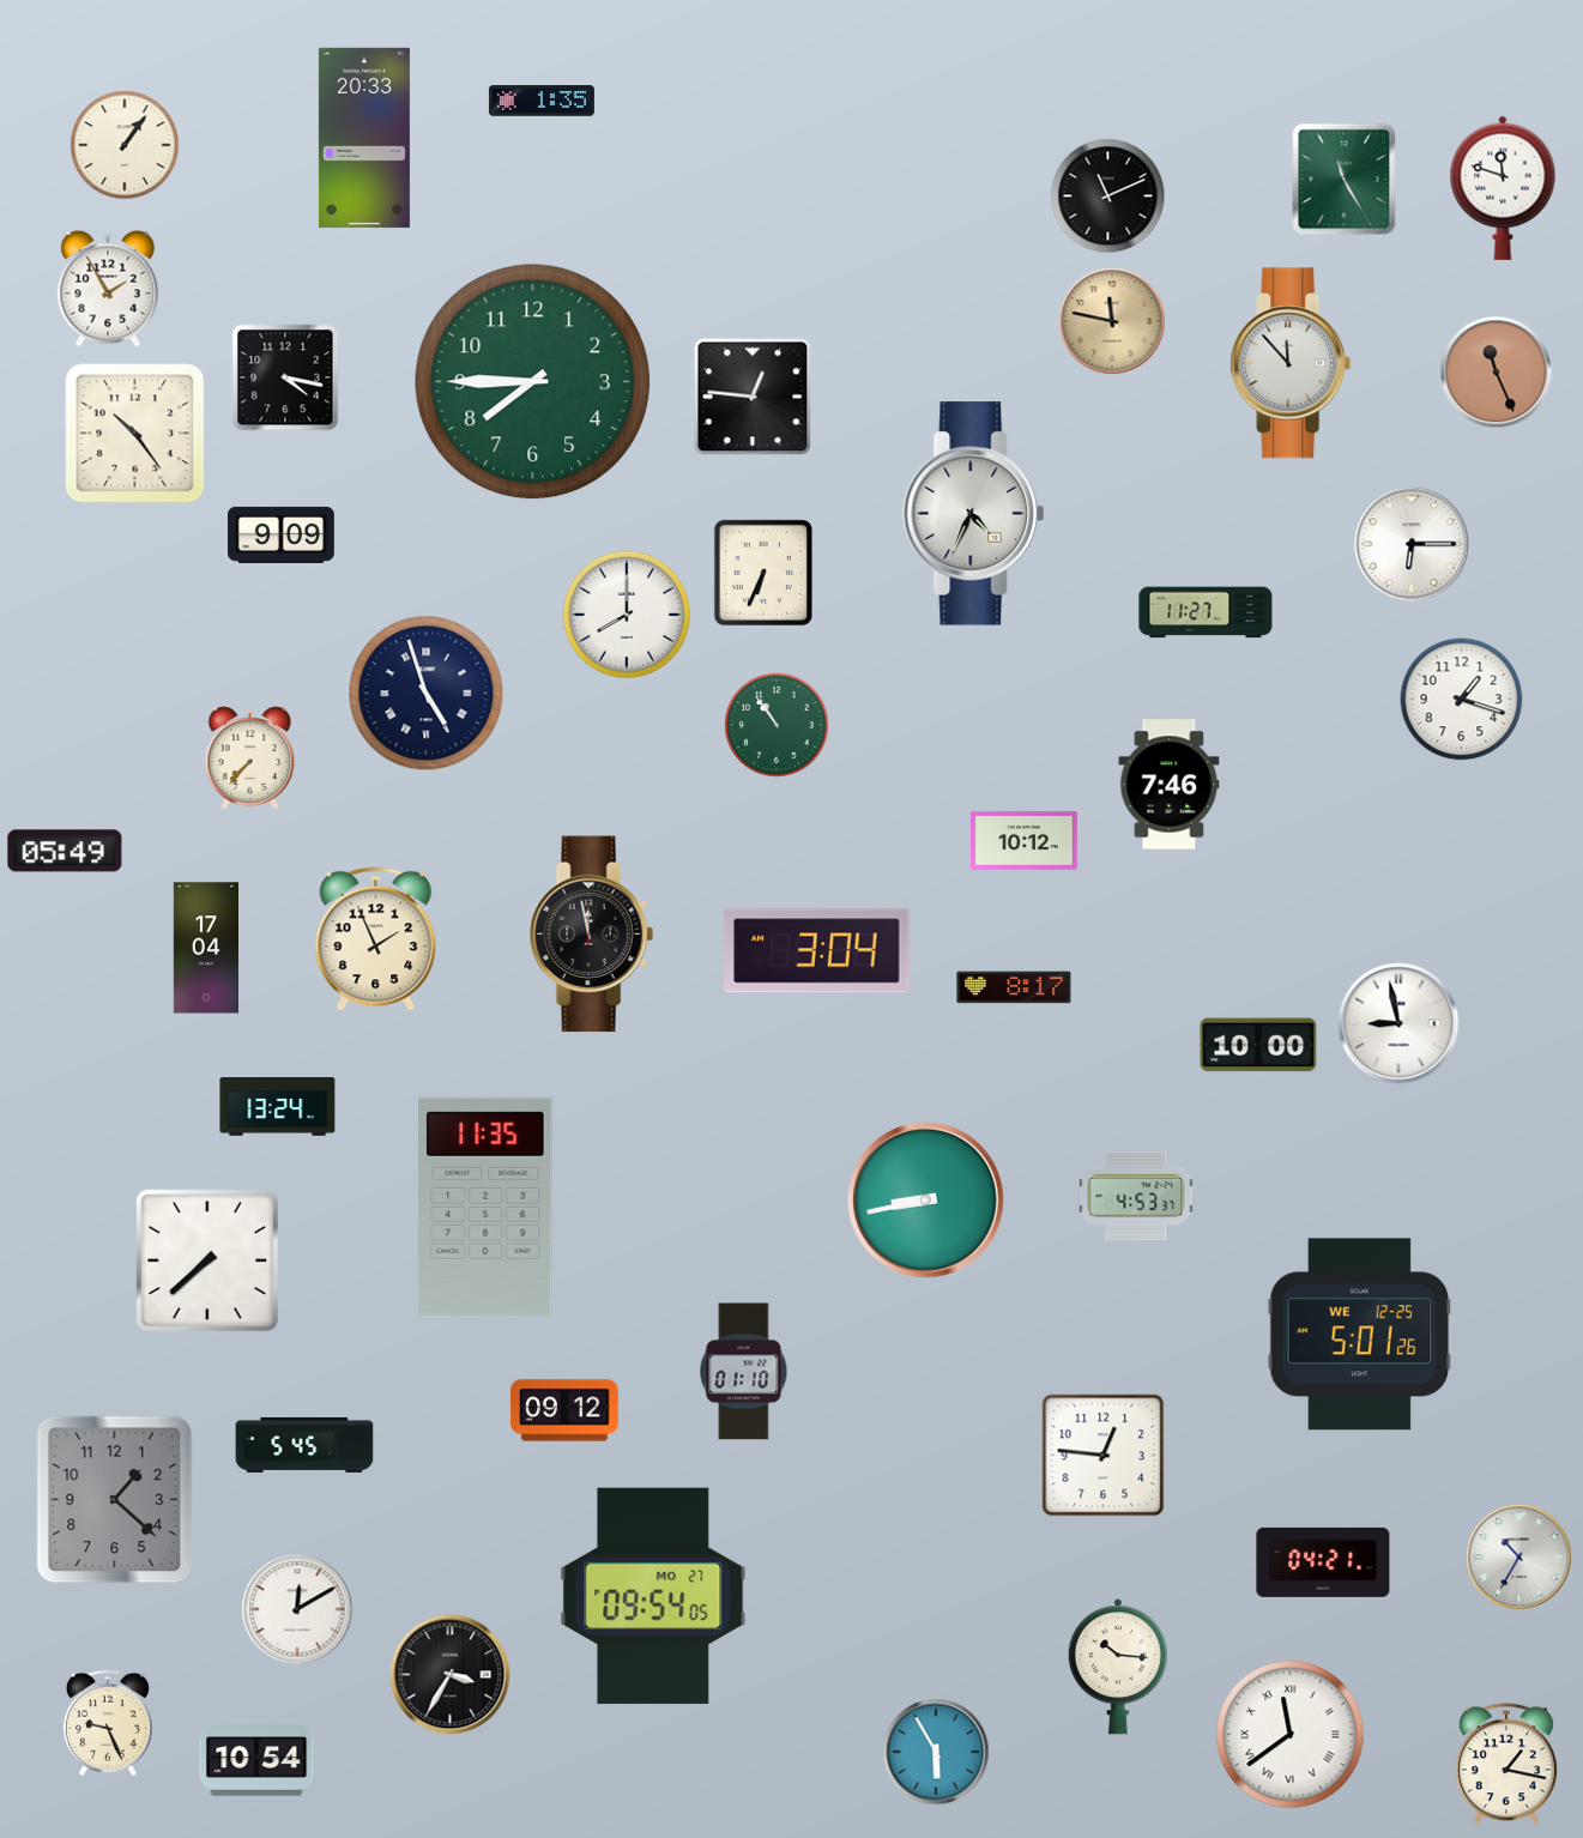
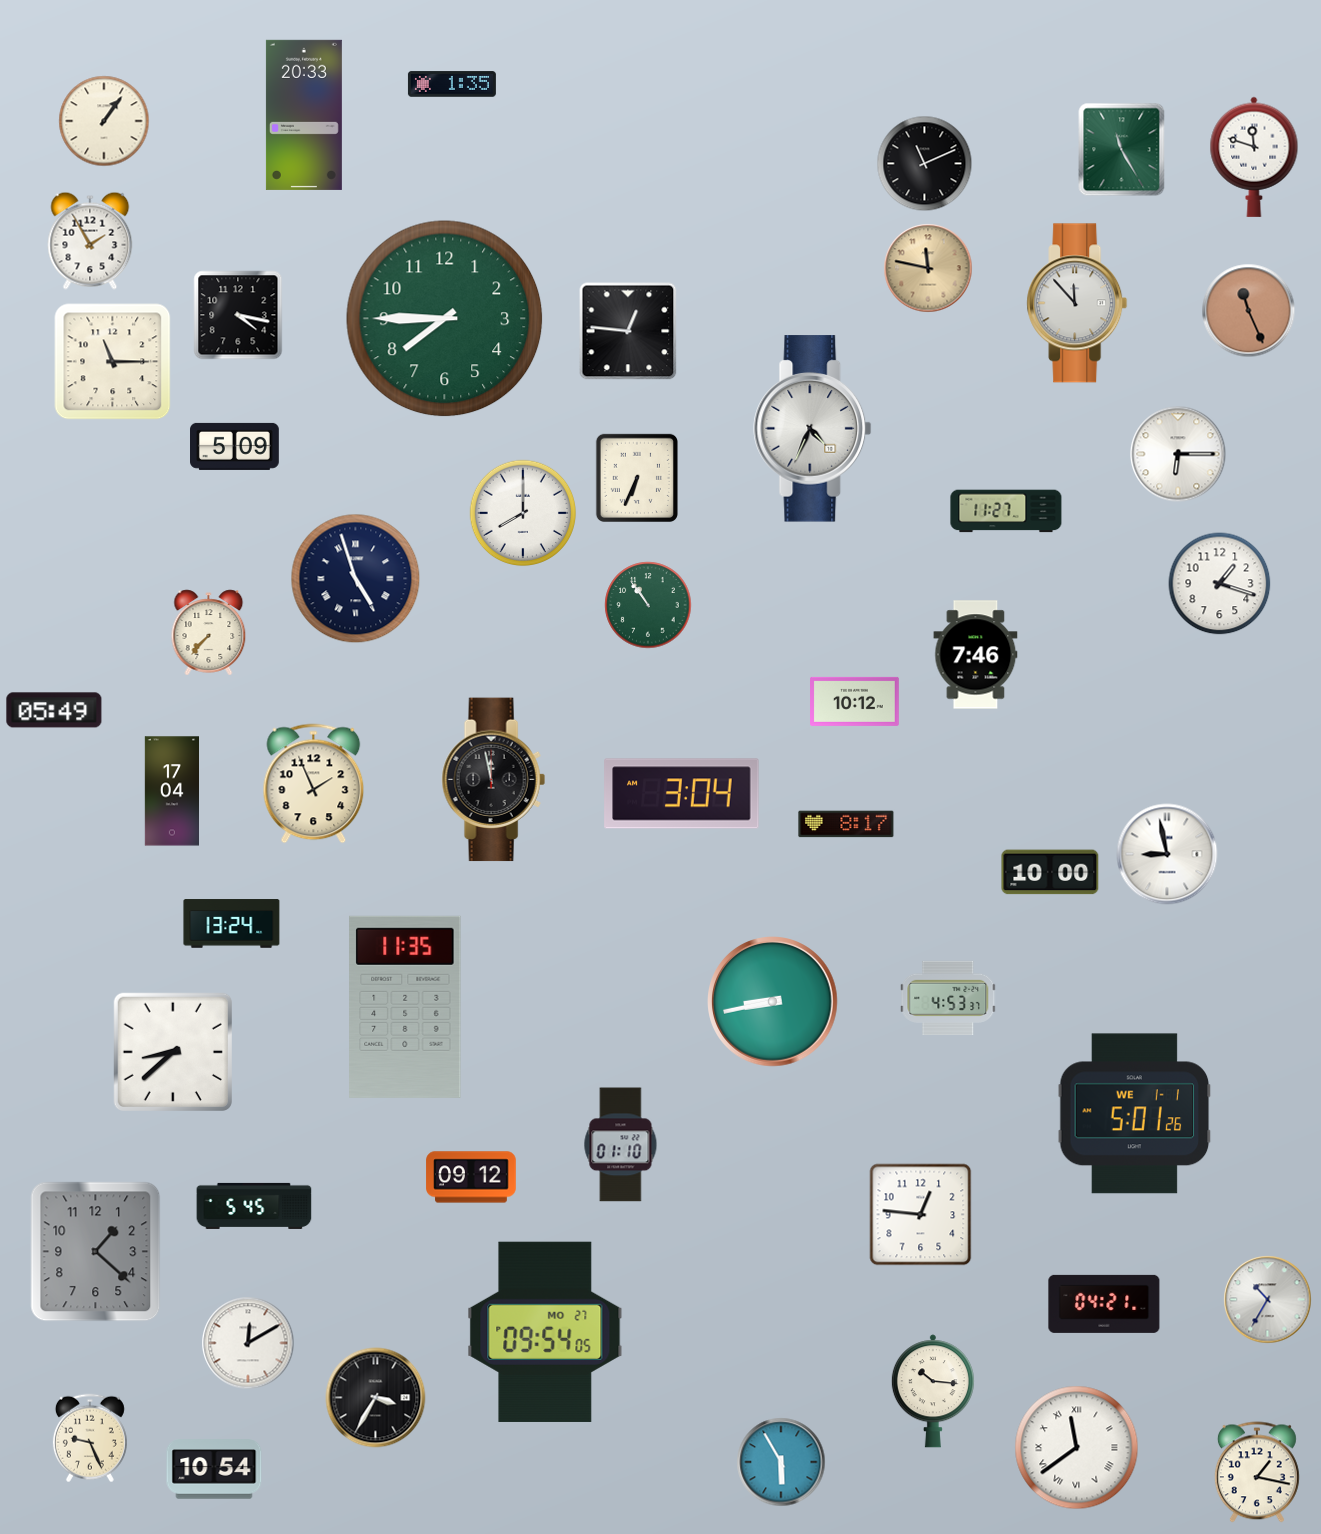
clock at (135, 434): 10:24 -> 11:15
clock at (282, 534): 9:09 -> 5:09
clock at (207, 1260): 7:38 -> 8:38
clock at (1360, 1335) date: WE 12-25 -> WE 1-1
